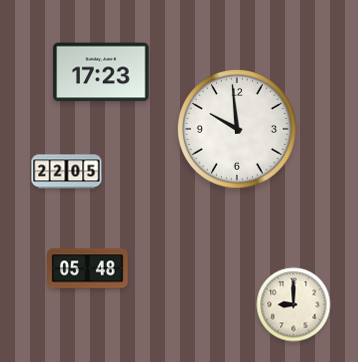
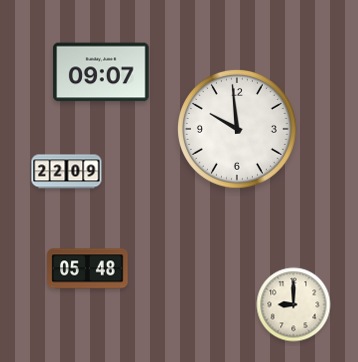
clock at (101, 72): 17:23 -> 09:07
clock at (67, 172): 22:05 -> 22:09
